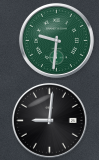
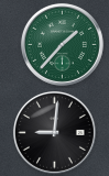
clock at (56, 40): 9:31 -> 1:37
